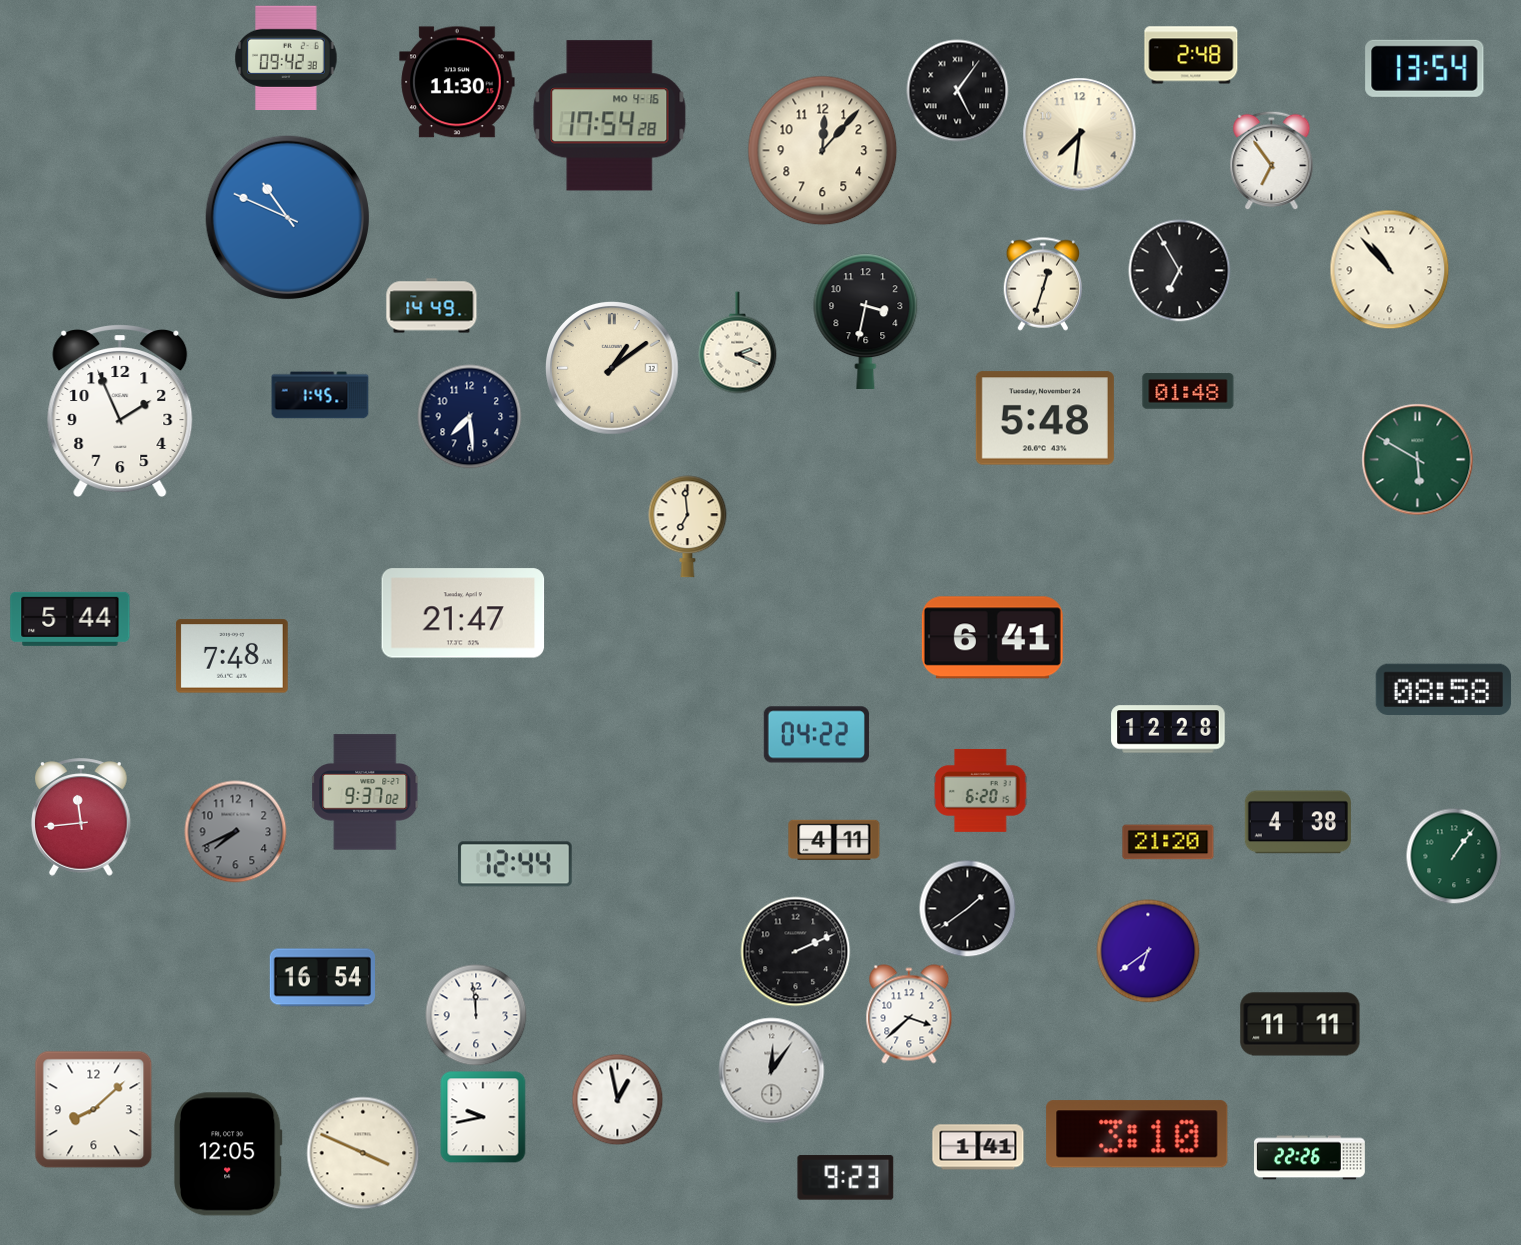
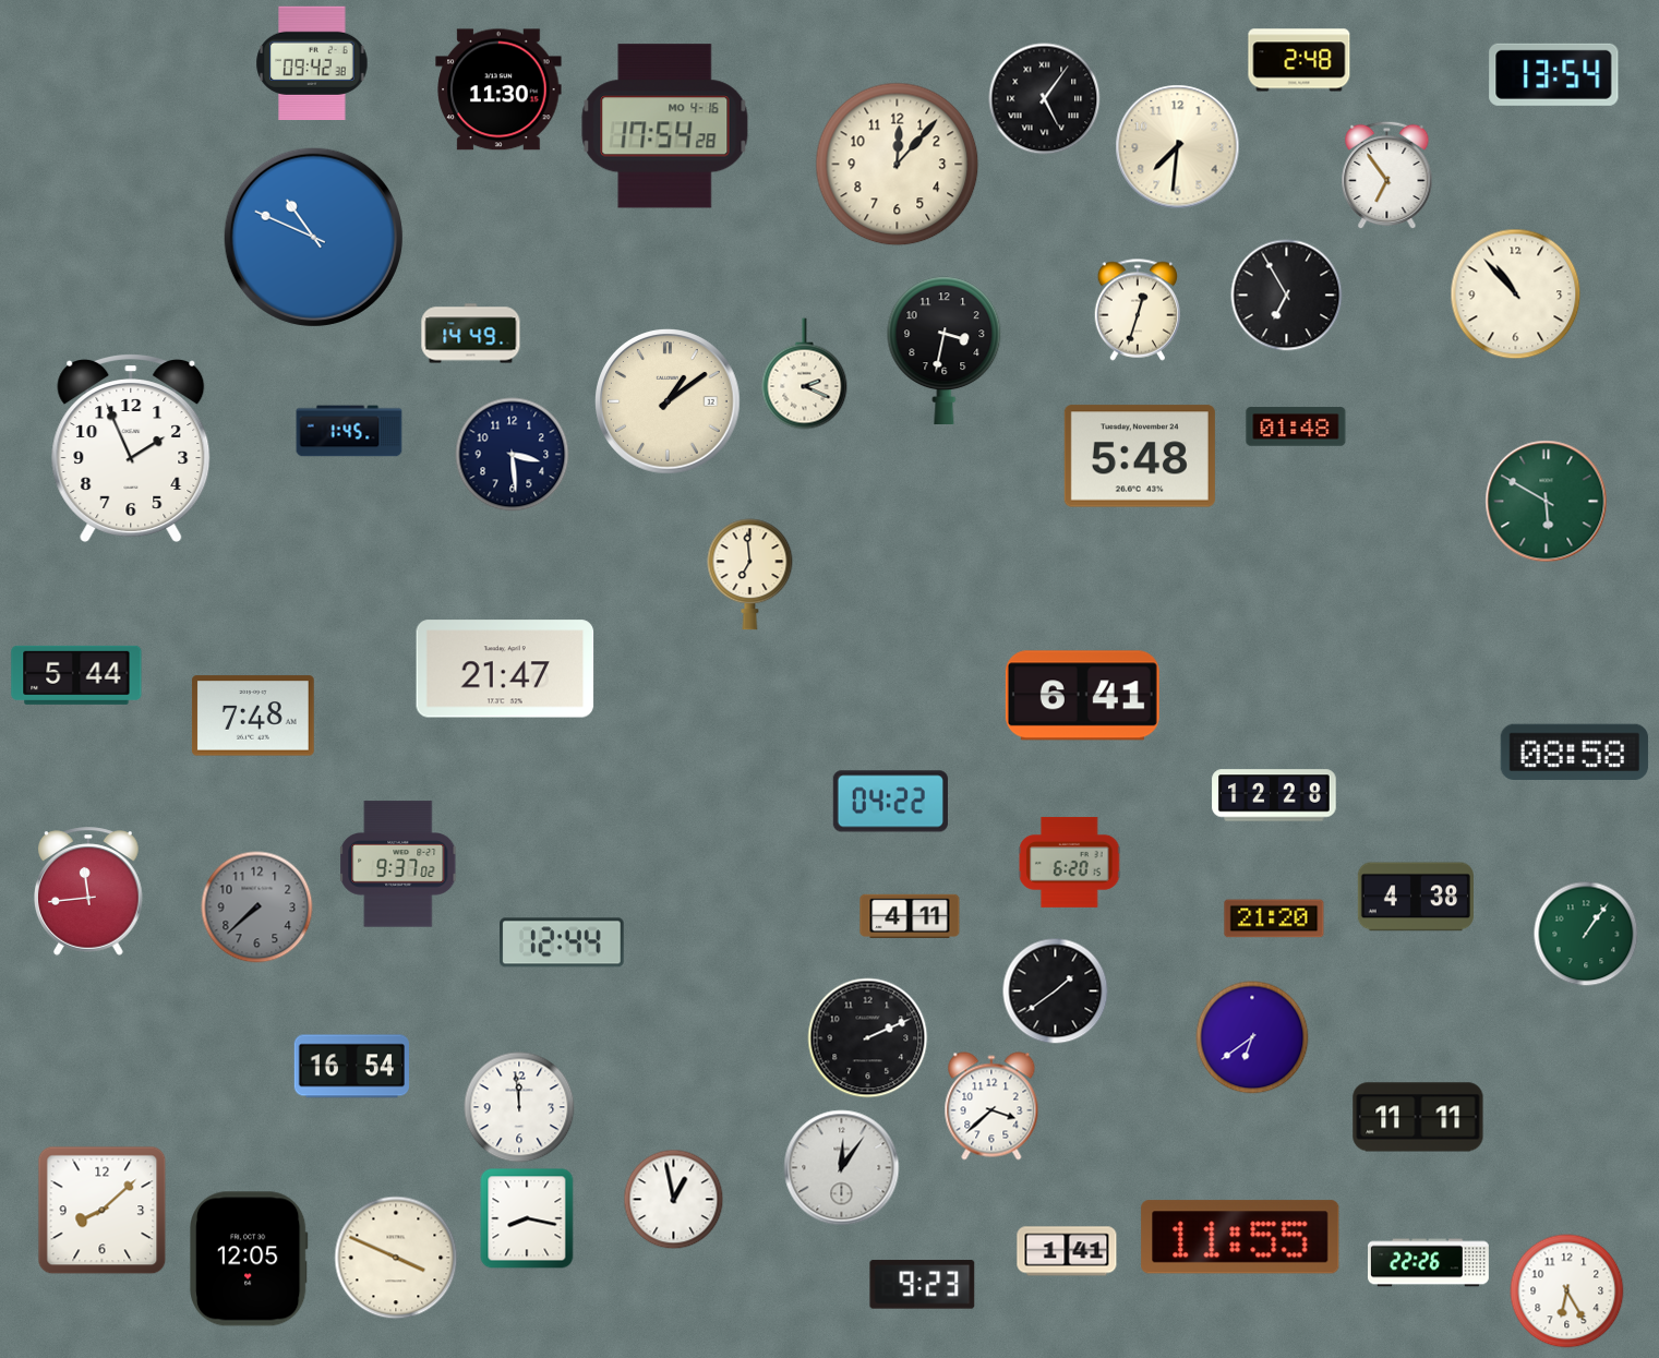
clock at (470, 417): 7:29 -> 3:29
clock at (236, 832): 7:41 -> 7:38
clock at (483, 1117): 9:43 -> 8:17
clock at (1137, 1134): 3:10 -> 11:55
clock at (1567, 1291): none -> 6:25
